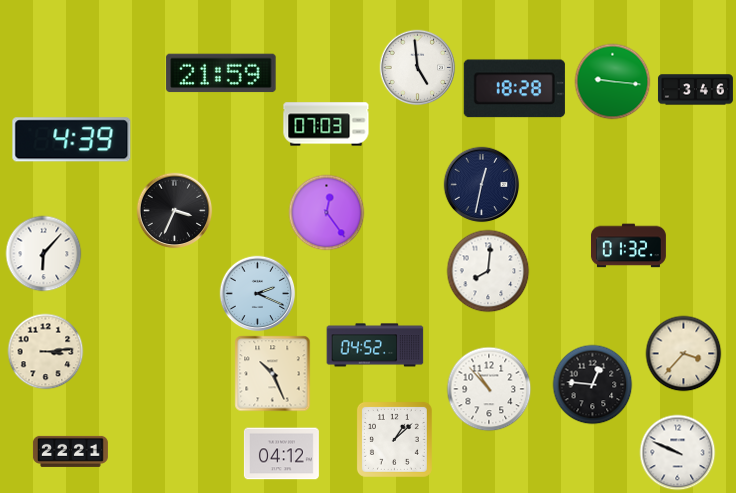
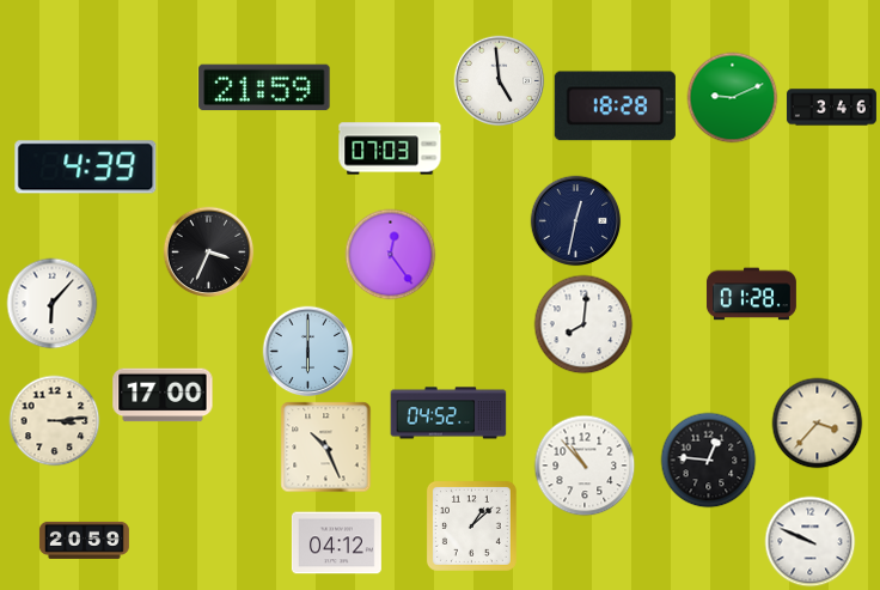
clock at (613, 82): 9:16 -> 9:11
clock at (628, 246): 01:32 -> 01:28
clock at (258, 294): 2:19 -> 6:00
clock at (163, 395): none -> 17:00
clock at (70, 451): 22:21 -> 20:59
